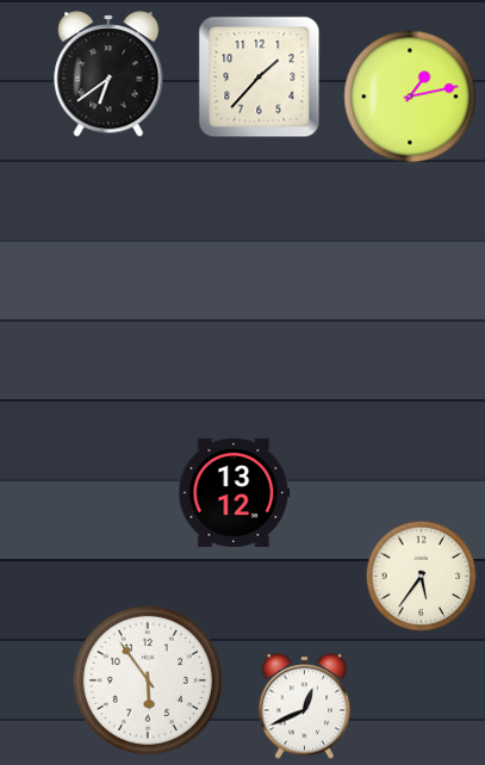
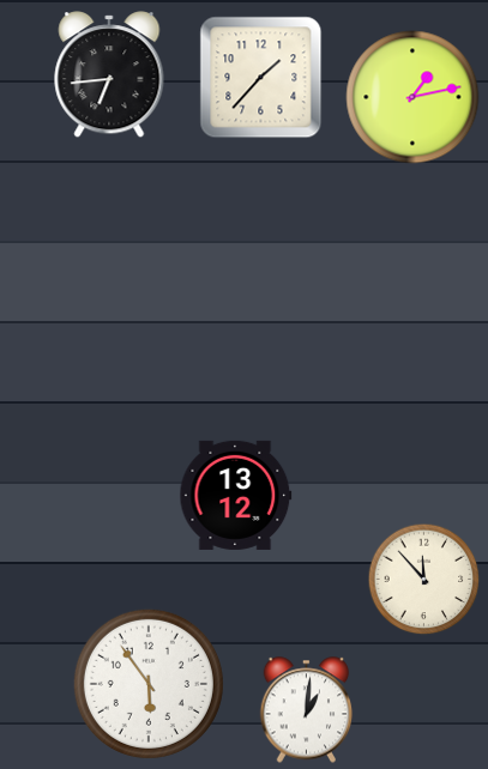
clock at (108, 74): 6:39 -> 6:44
clock at (422, 577): 5:36 -> 11:53
clock at (305, 707): 12:41 -> 1:01
